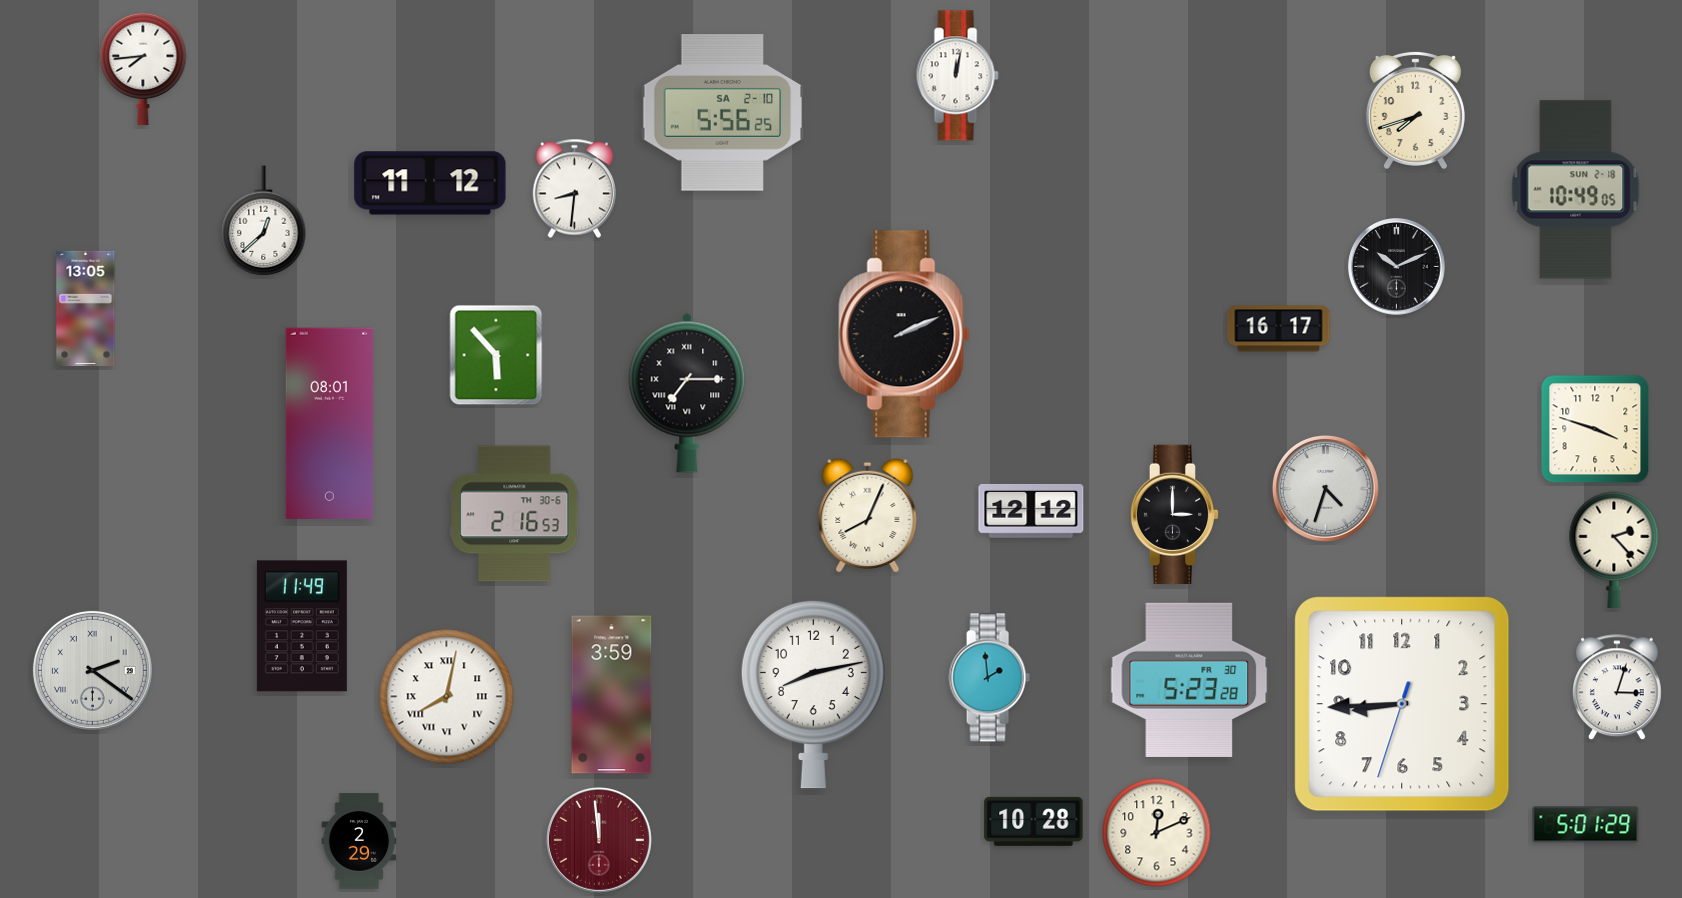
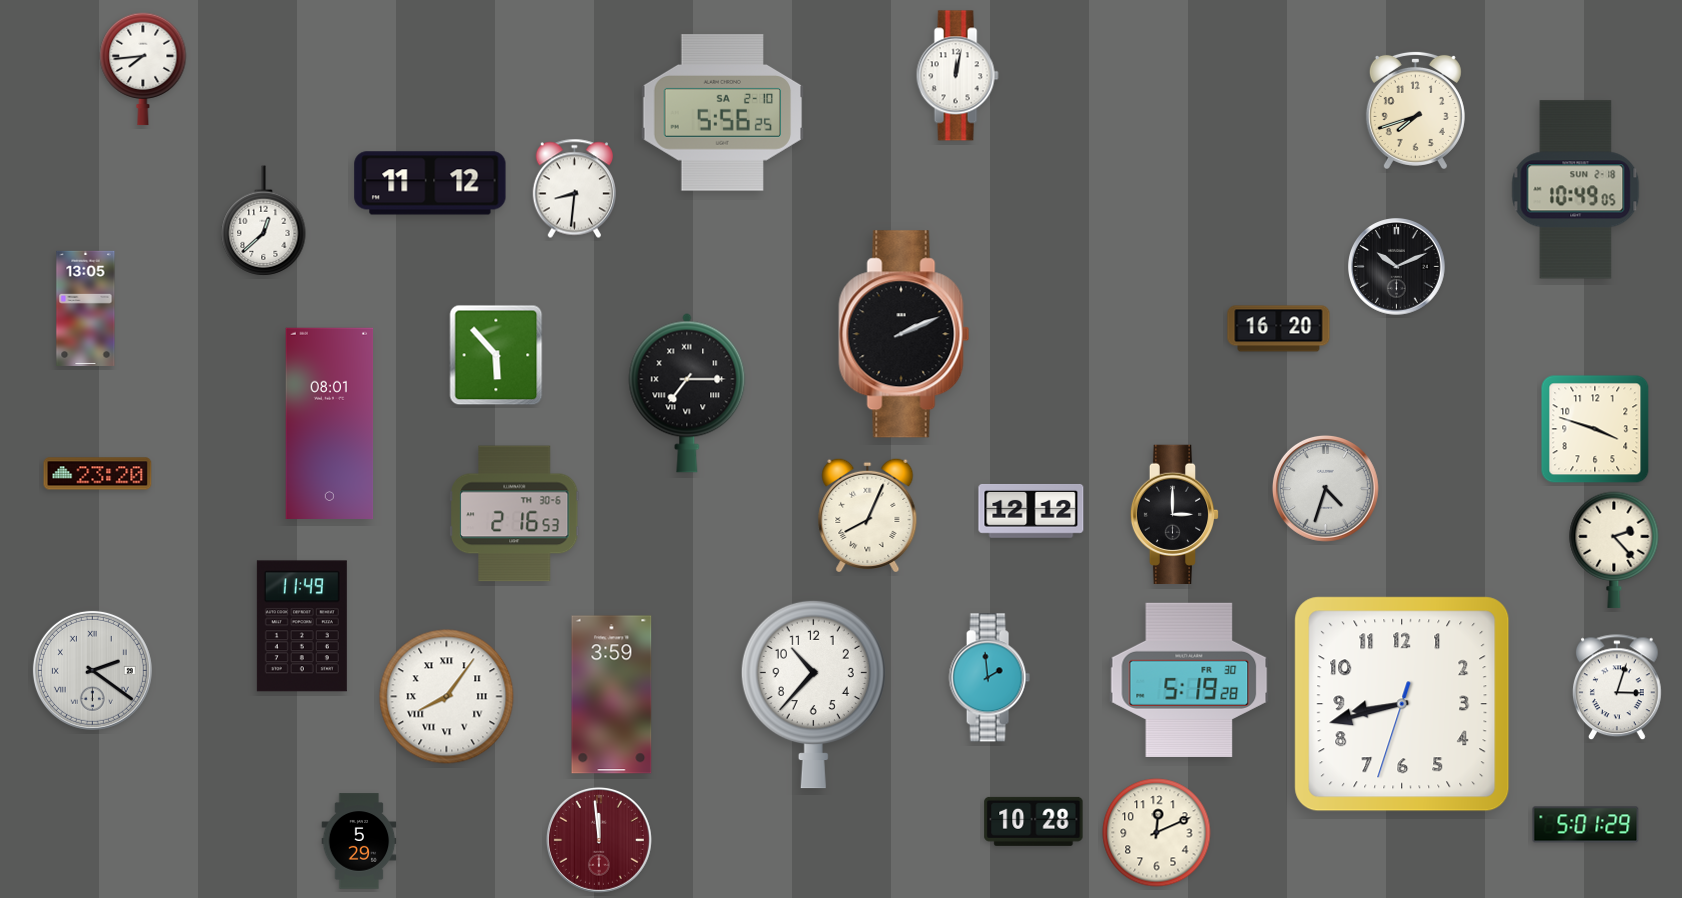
clock at (1279, 329): 16:17 -> 16:20
clock at (98, 474): none -> 23:20
clock at (1189, 680): 5:23 -> 5:19
clock at (813, 694): 8:13 -> 10:37
clock at (447, 697): 8:02 -> 8:06
clock at (1402, 704): 8:44 -> 8:42
clock at (359, 841): 2:29 -> 5:29
